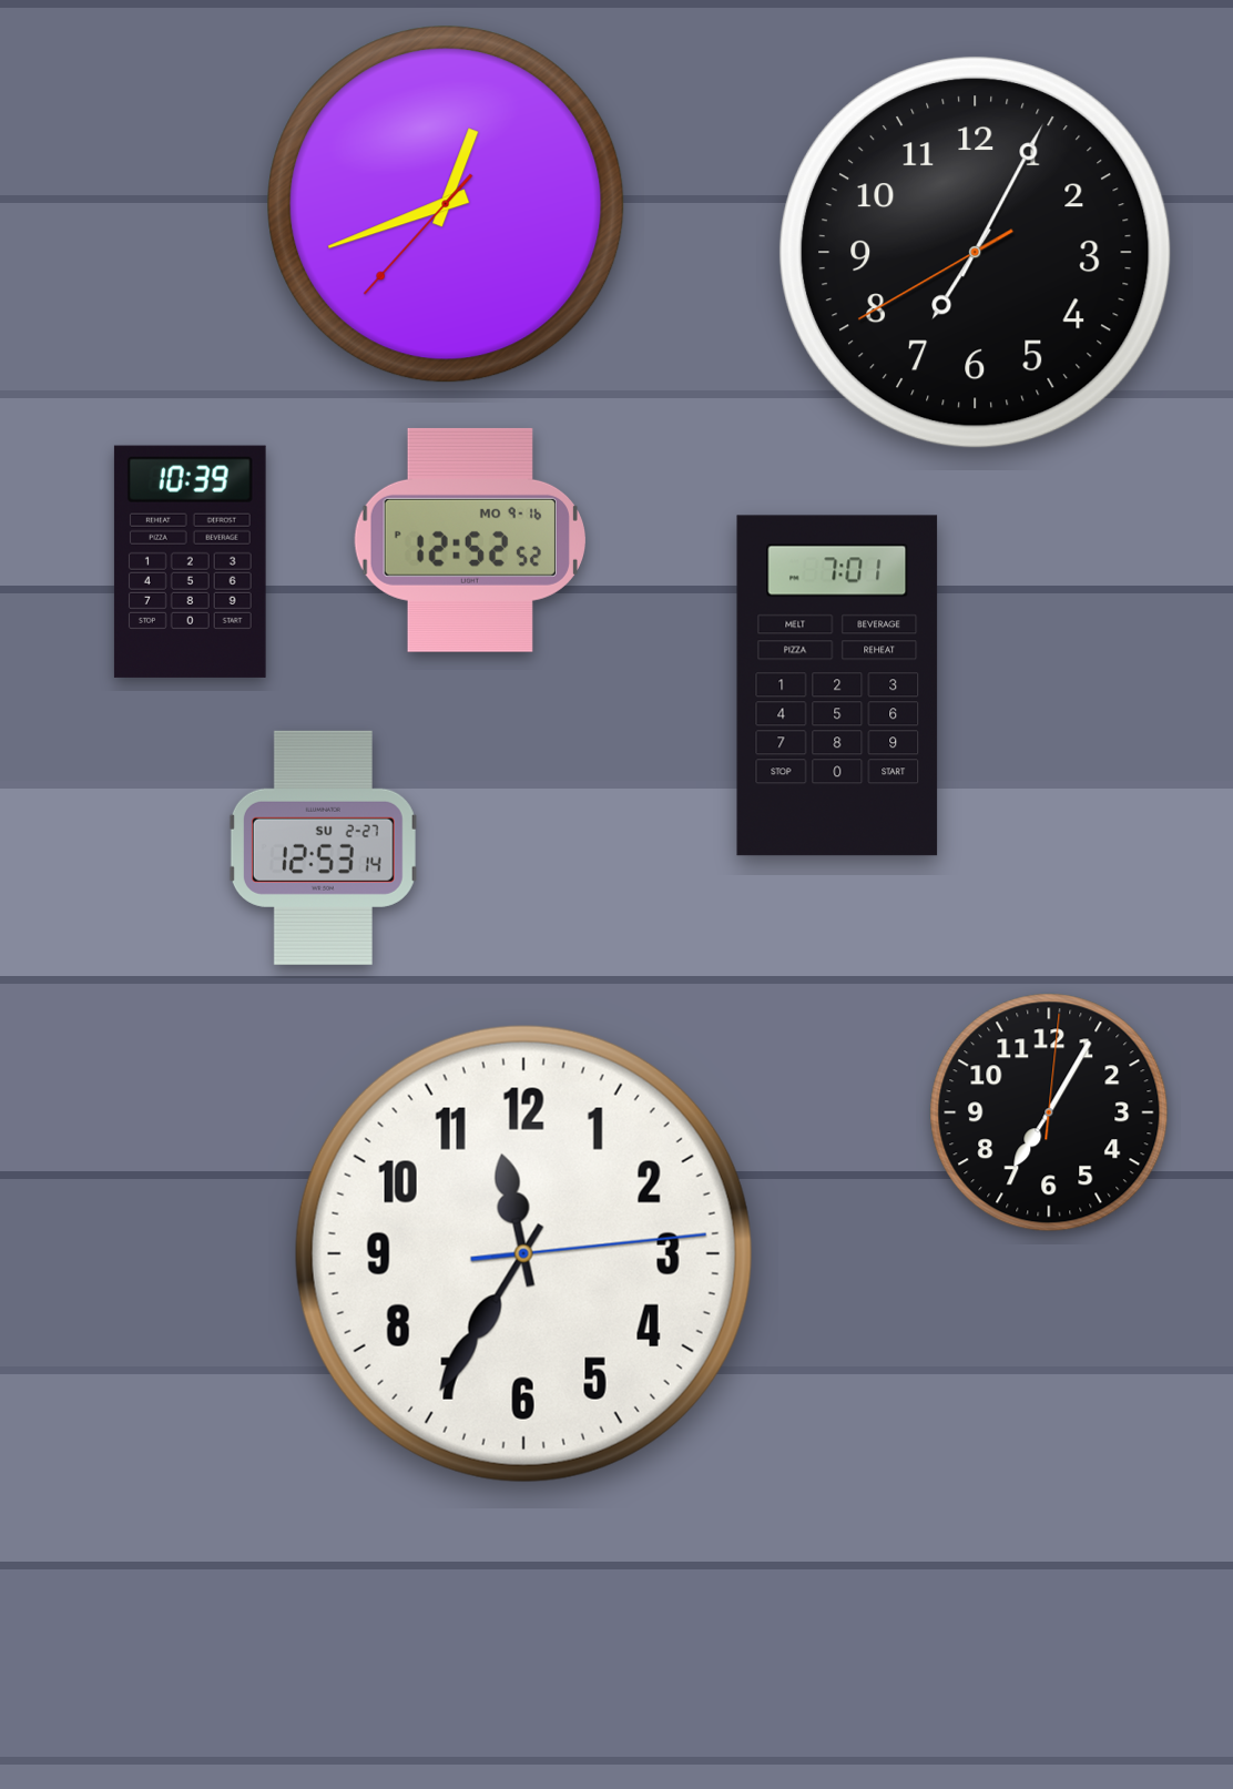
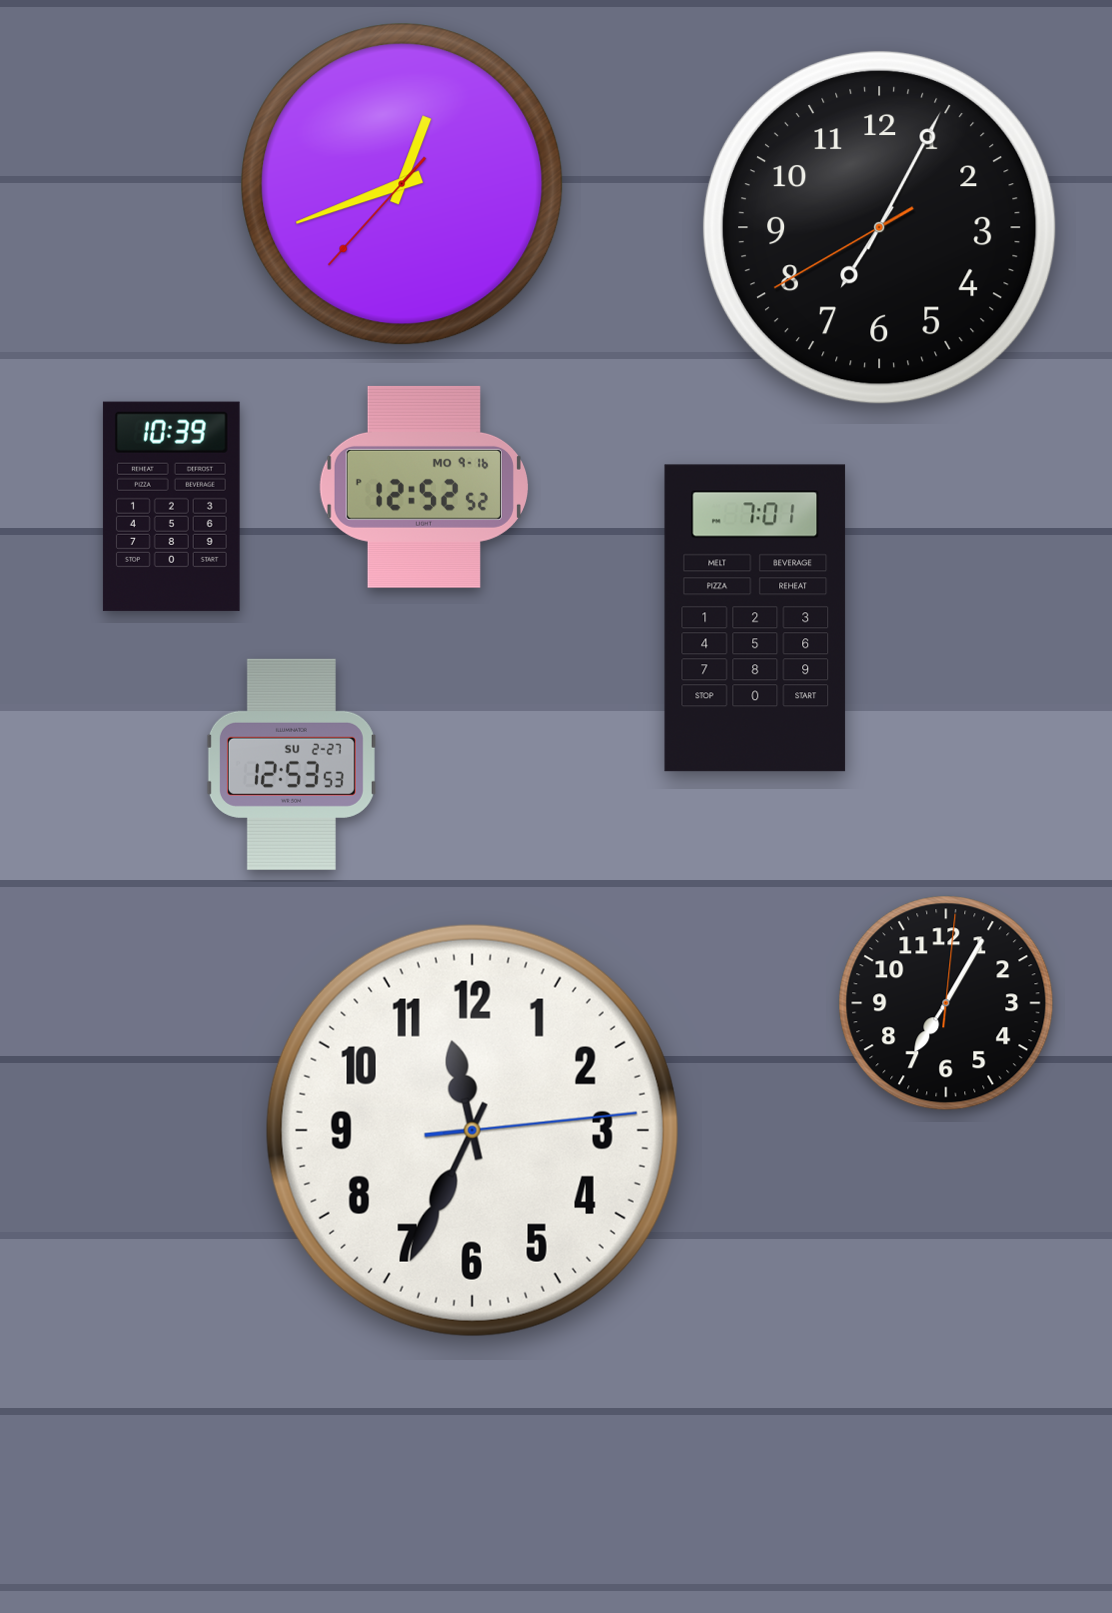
clock at (323, 847): 12:53:14 -> 12:53:53
clock at (523, 1253): 11:35 -> 11:34
